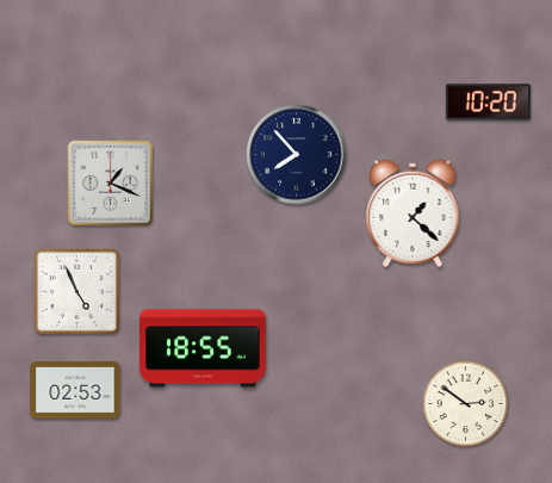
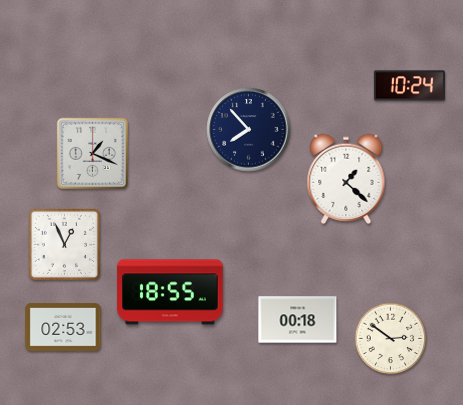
clock at (488, 103): 10:20 -> 10:24
clock at (76, 291): 4:56 -> 12:56
clock at (298, 320): none -> 00:18
